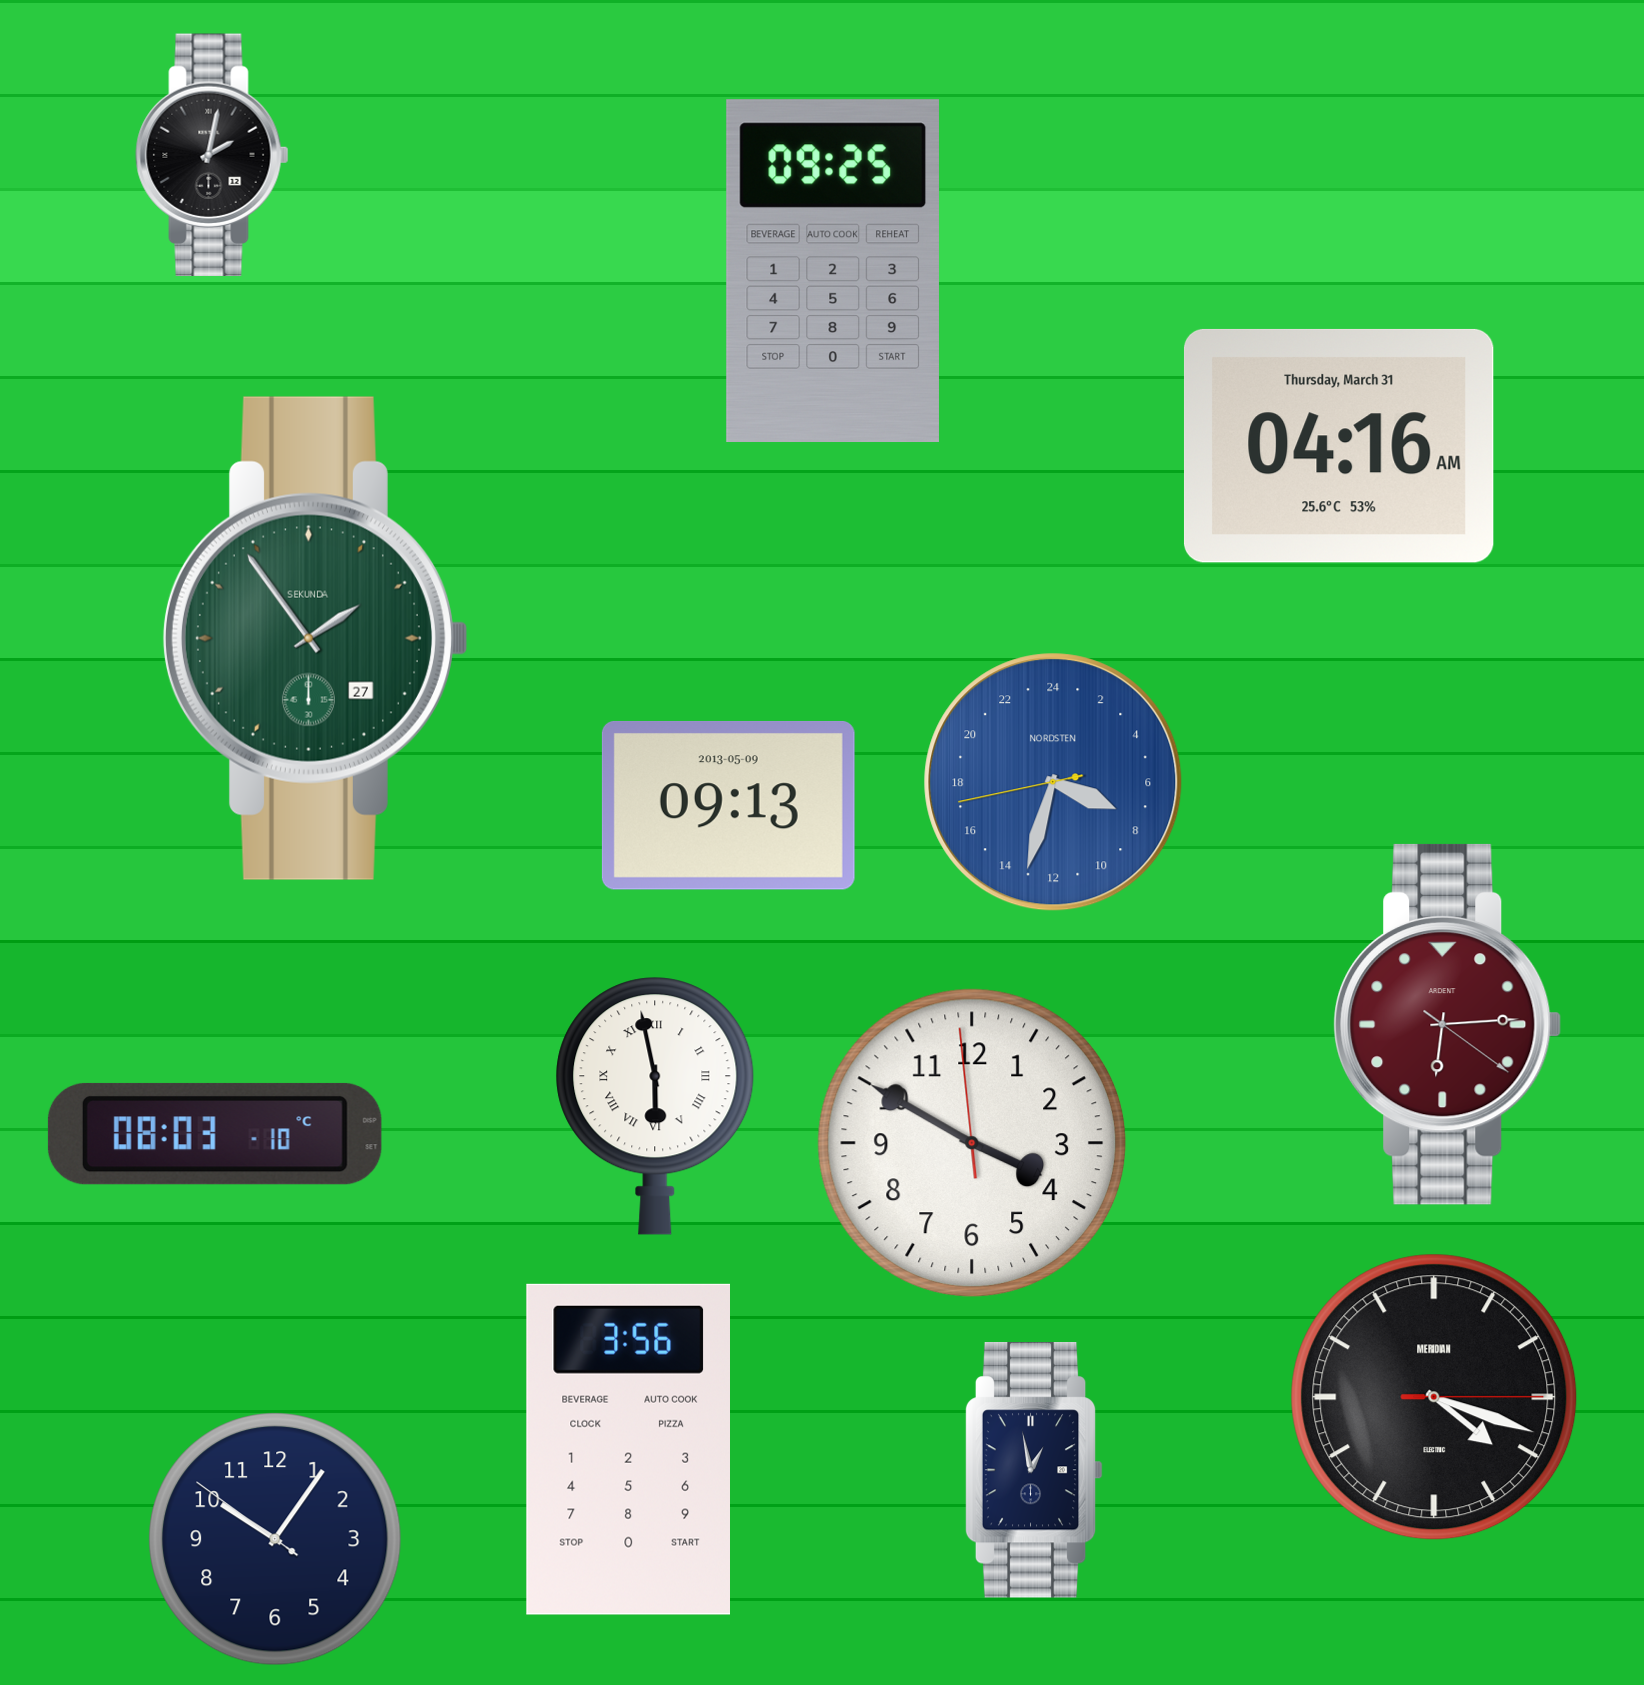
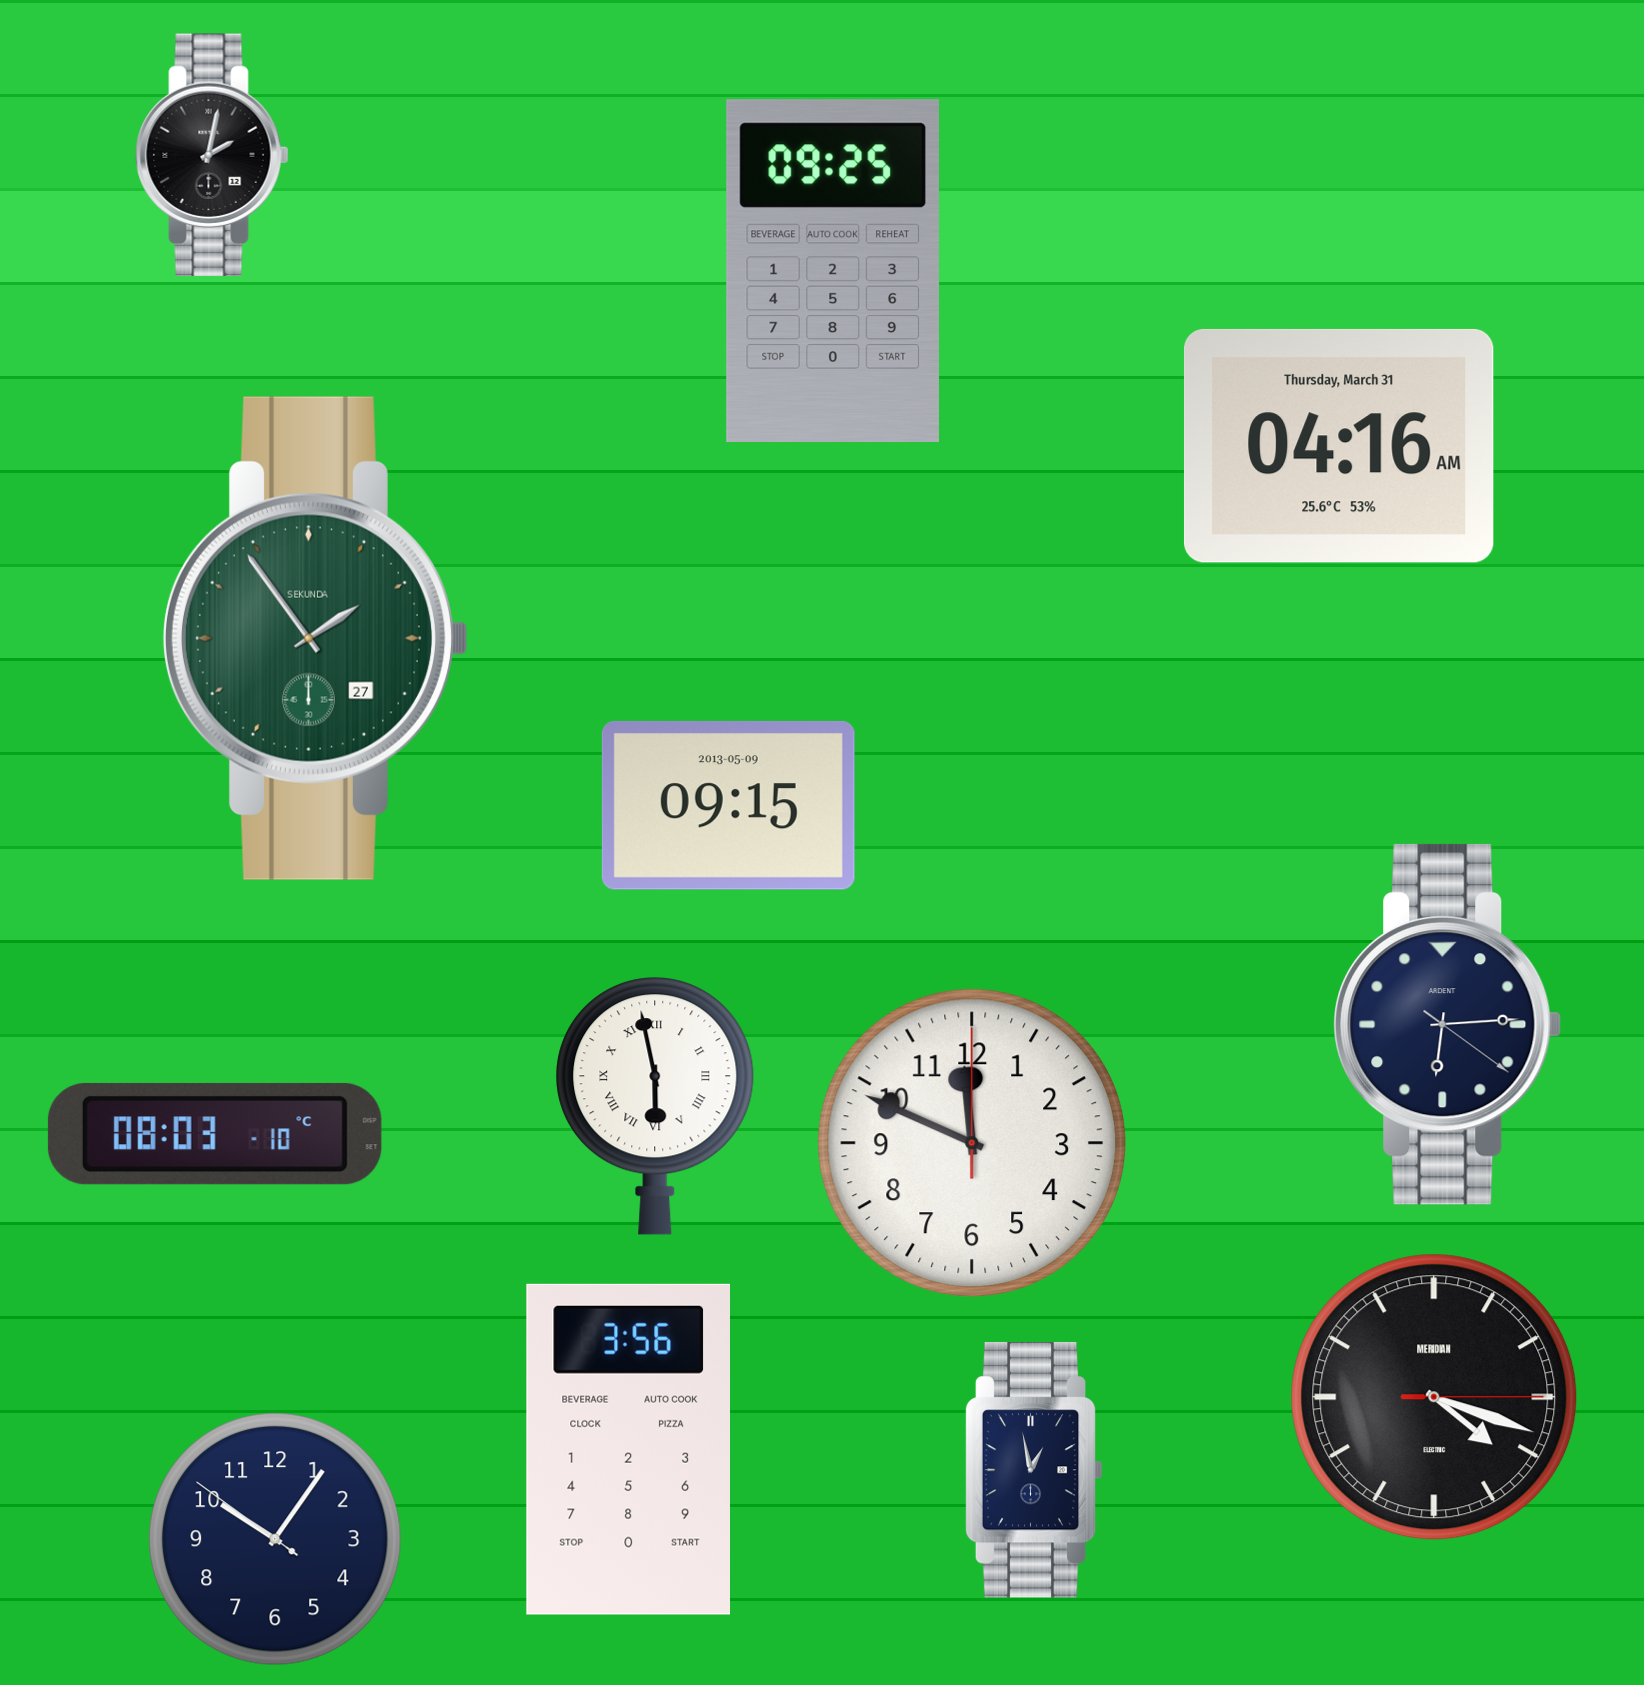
clock at (1053, 782): 7:32 -> none
clock at (728, 805): 09:13 -> 09:15
clock at (1448, 1024) dial: burgundy -> navy
clock at (971, 1142): 3:49 -> 11:49
